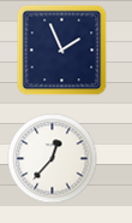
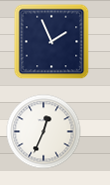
clock at (53, 159): 12:37 -> 12:34
